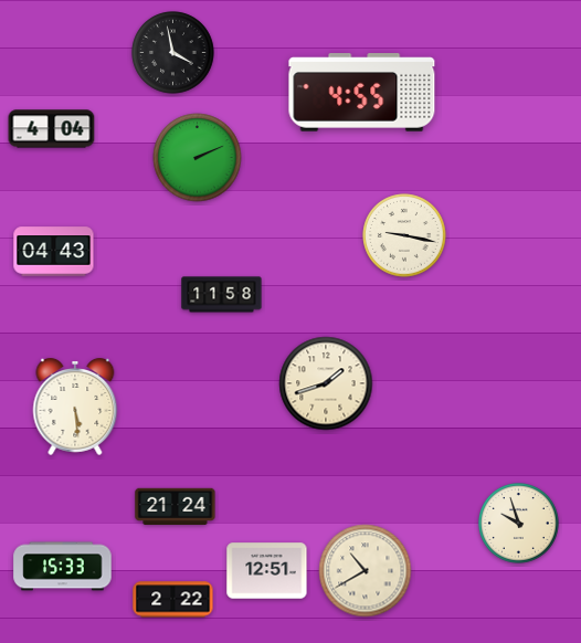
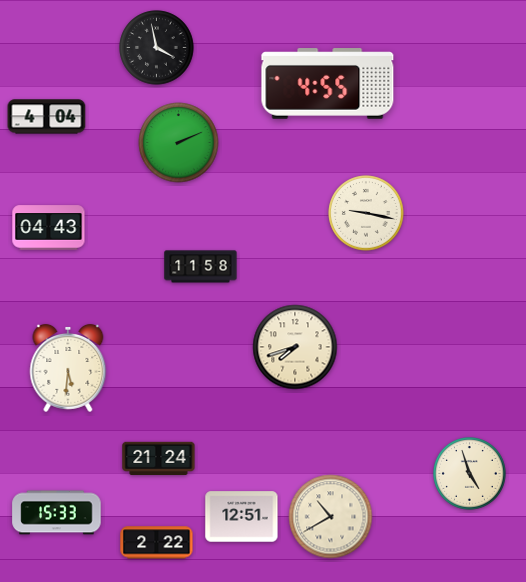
clock at (326, 383): 1:42 -> 7:42
clock at (75, 407): 5:29 -> 5:31
clock at (519, 524): 9:57 -> 4:57
